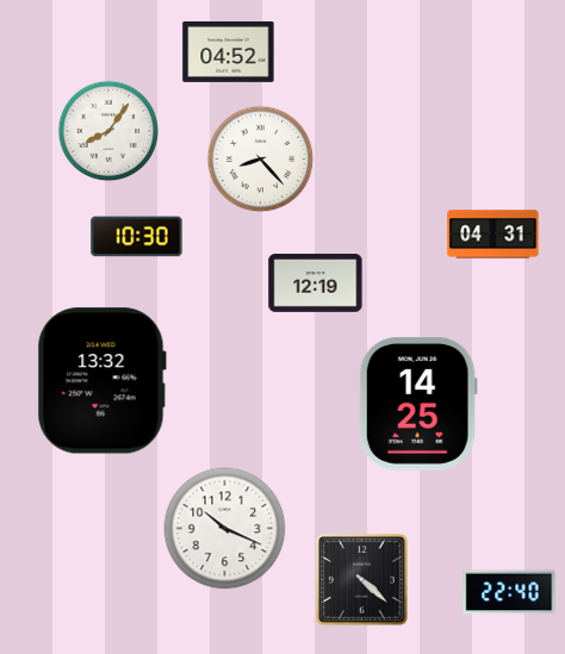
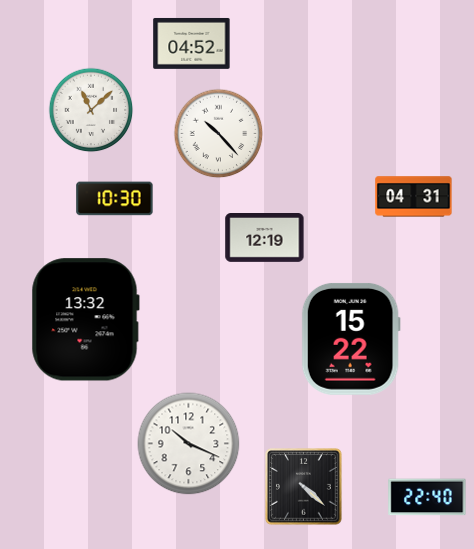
clock at (108, 131): 8:06 -> 11:08
clock at (260, 158): 8:23 -> 10:23
clock at (418, 404): 14:25 -> 15:22
